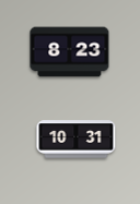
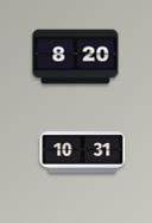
clock at (70, 52): 8:23 -> 8:20
